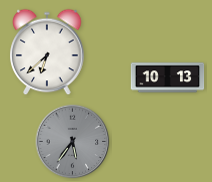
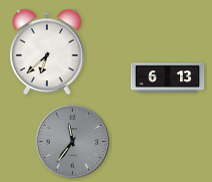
clock at (168, 78): 10:13 -> 6:13
clock at (73, 142): 5:36 -> 11:36
